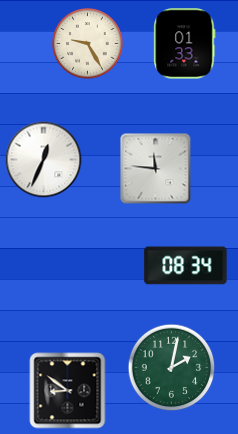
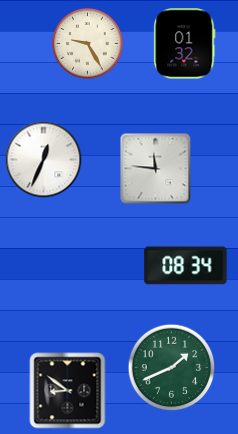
clock at (185, 44): 01:33 -> 01:32
clock at (172, 368): 2:02 -> 1:41
